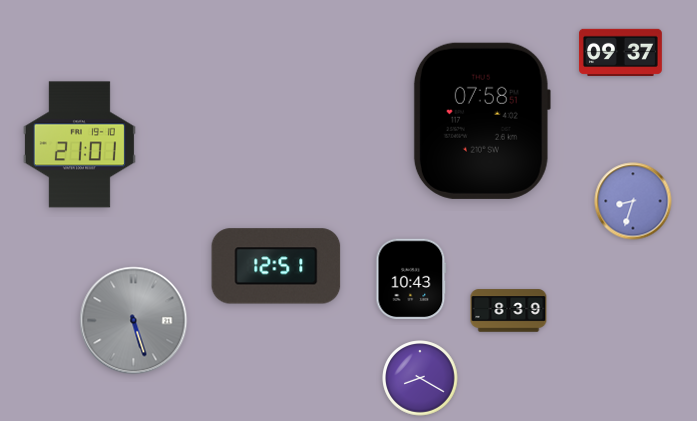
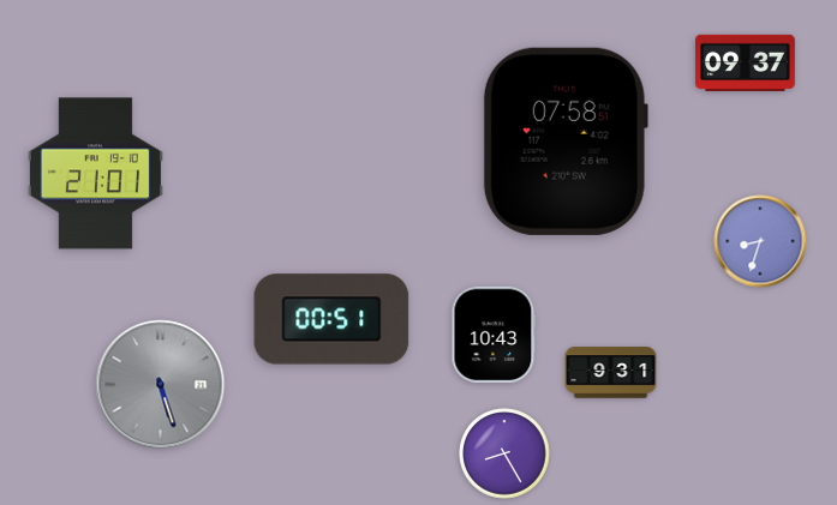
clock at (482, 121) position: (482, 121) -> (566, 142)
clock at (276, 266): 12:51 -> 00:51
clock at (509, 311): 8:39 -> 9:31
clock at (420, 378): 8:20 -> 8:25
